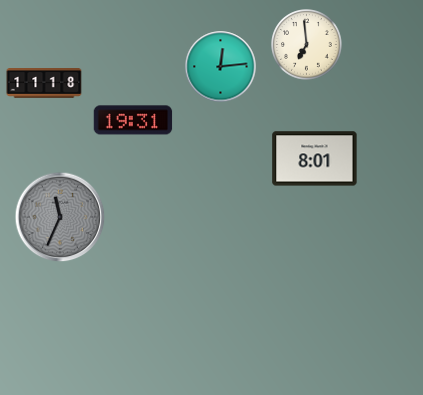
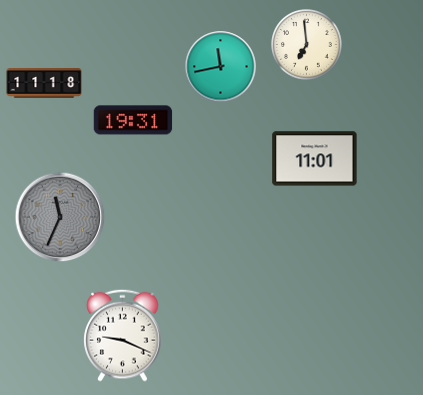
clock at (221, 67): 12:14 -> 11:43
clock at (315, 159): 8:01 -> 11:01
clock at (123, 335): none -> 9:19
